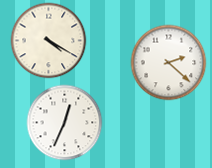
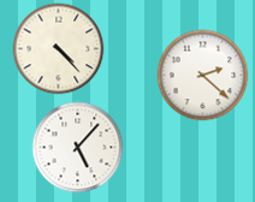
clock at (49, 41): 4:20 -> 4:23
clock at (65, 123): 12:34 -> 5:07
